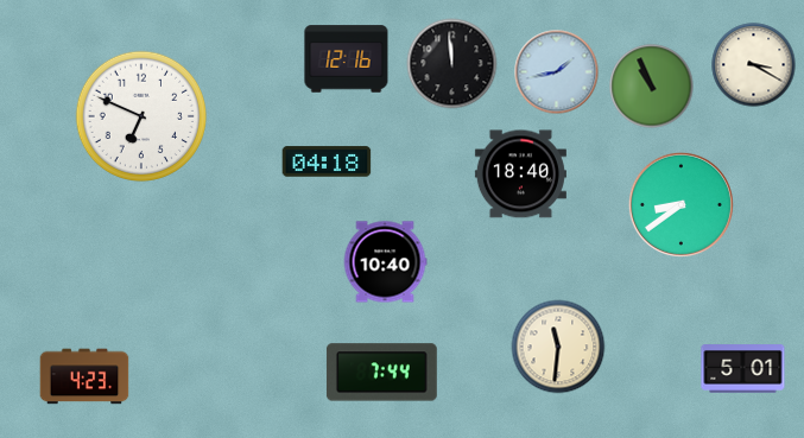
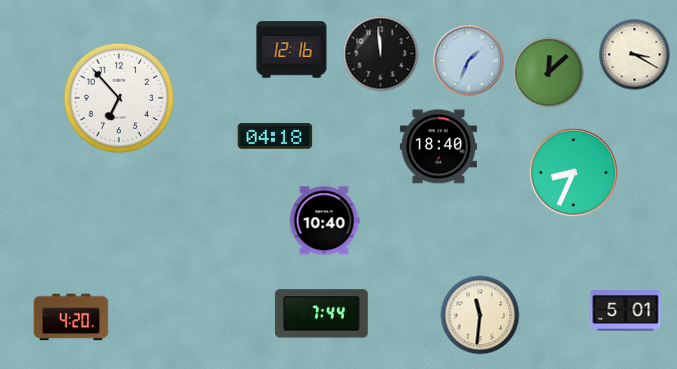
clock at (557, 72): 1:43 -> 1:34
clock at (652, 87): 10:56 -> 12:08
clock at (141, 116): 6:49 -> 6:53
clock at (680, 204): 8:39 -> 8:34
clock at (558, 347) position: (558, 347) -> (480, 315)
clock at (84, 376): 4:23 -> 4:20
